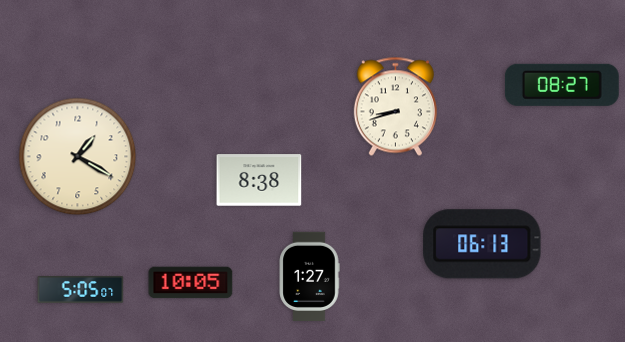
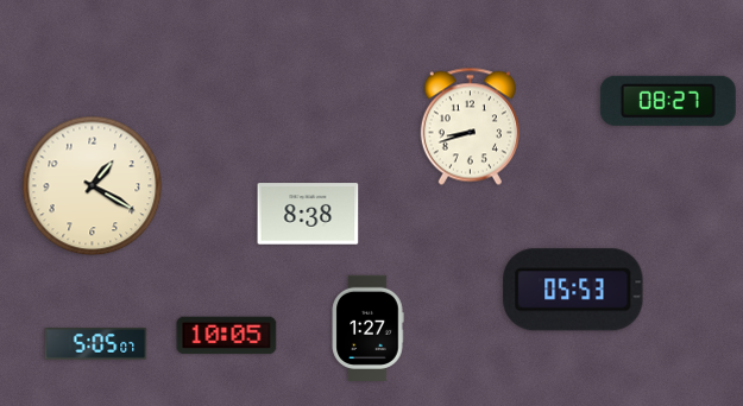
clock at (482, 244): 06:13 -> 05:53
